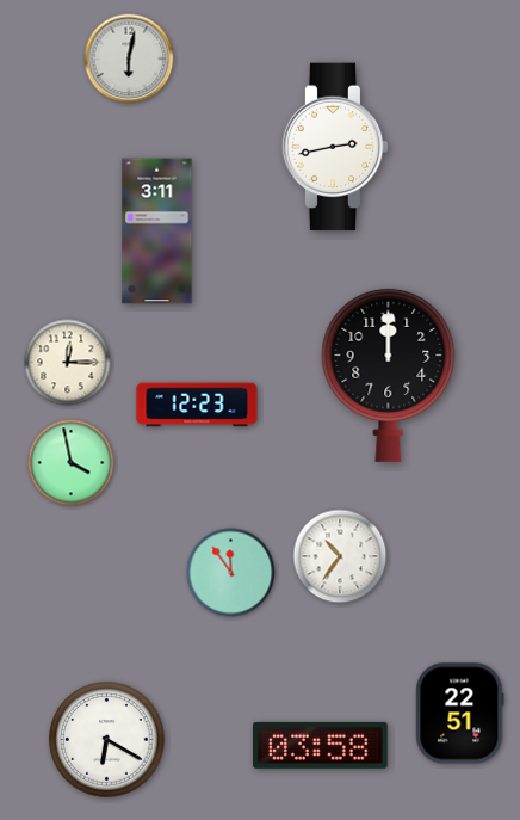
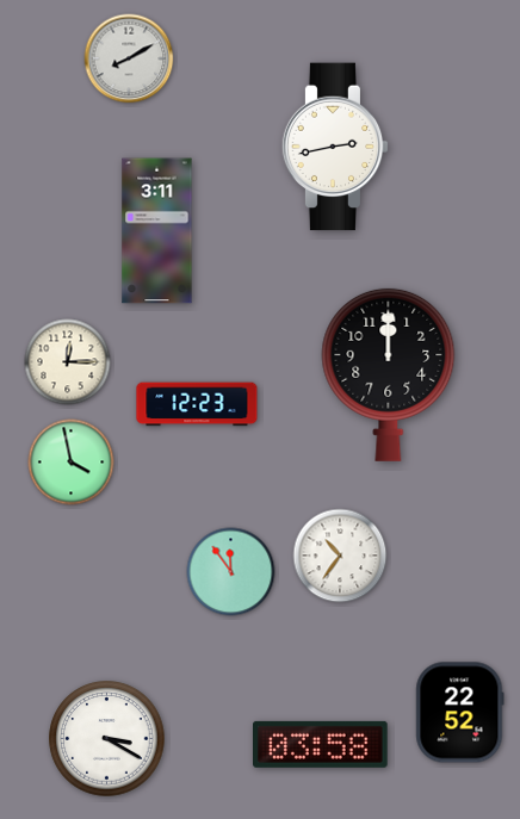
clock at (129, 58): 6:02 -> 8:10
clock at (460, 714): 22:51 -> 22:52
clock at (107, 740): 6:20 -> 3:20
